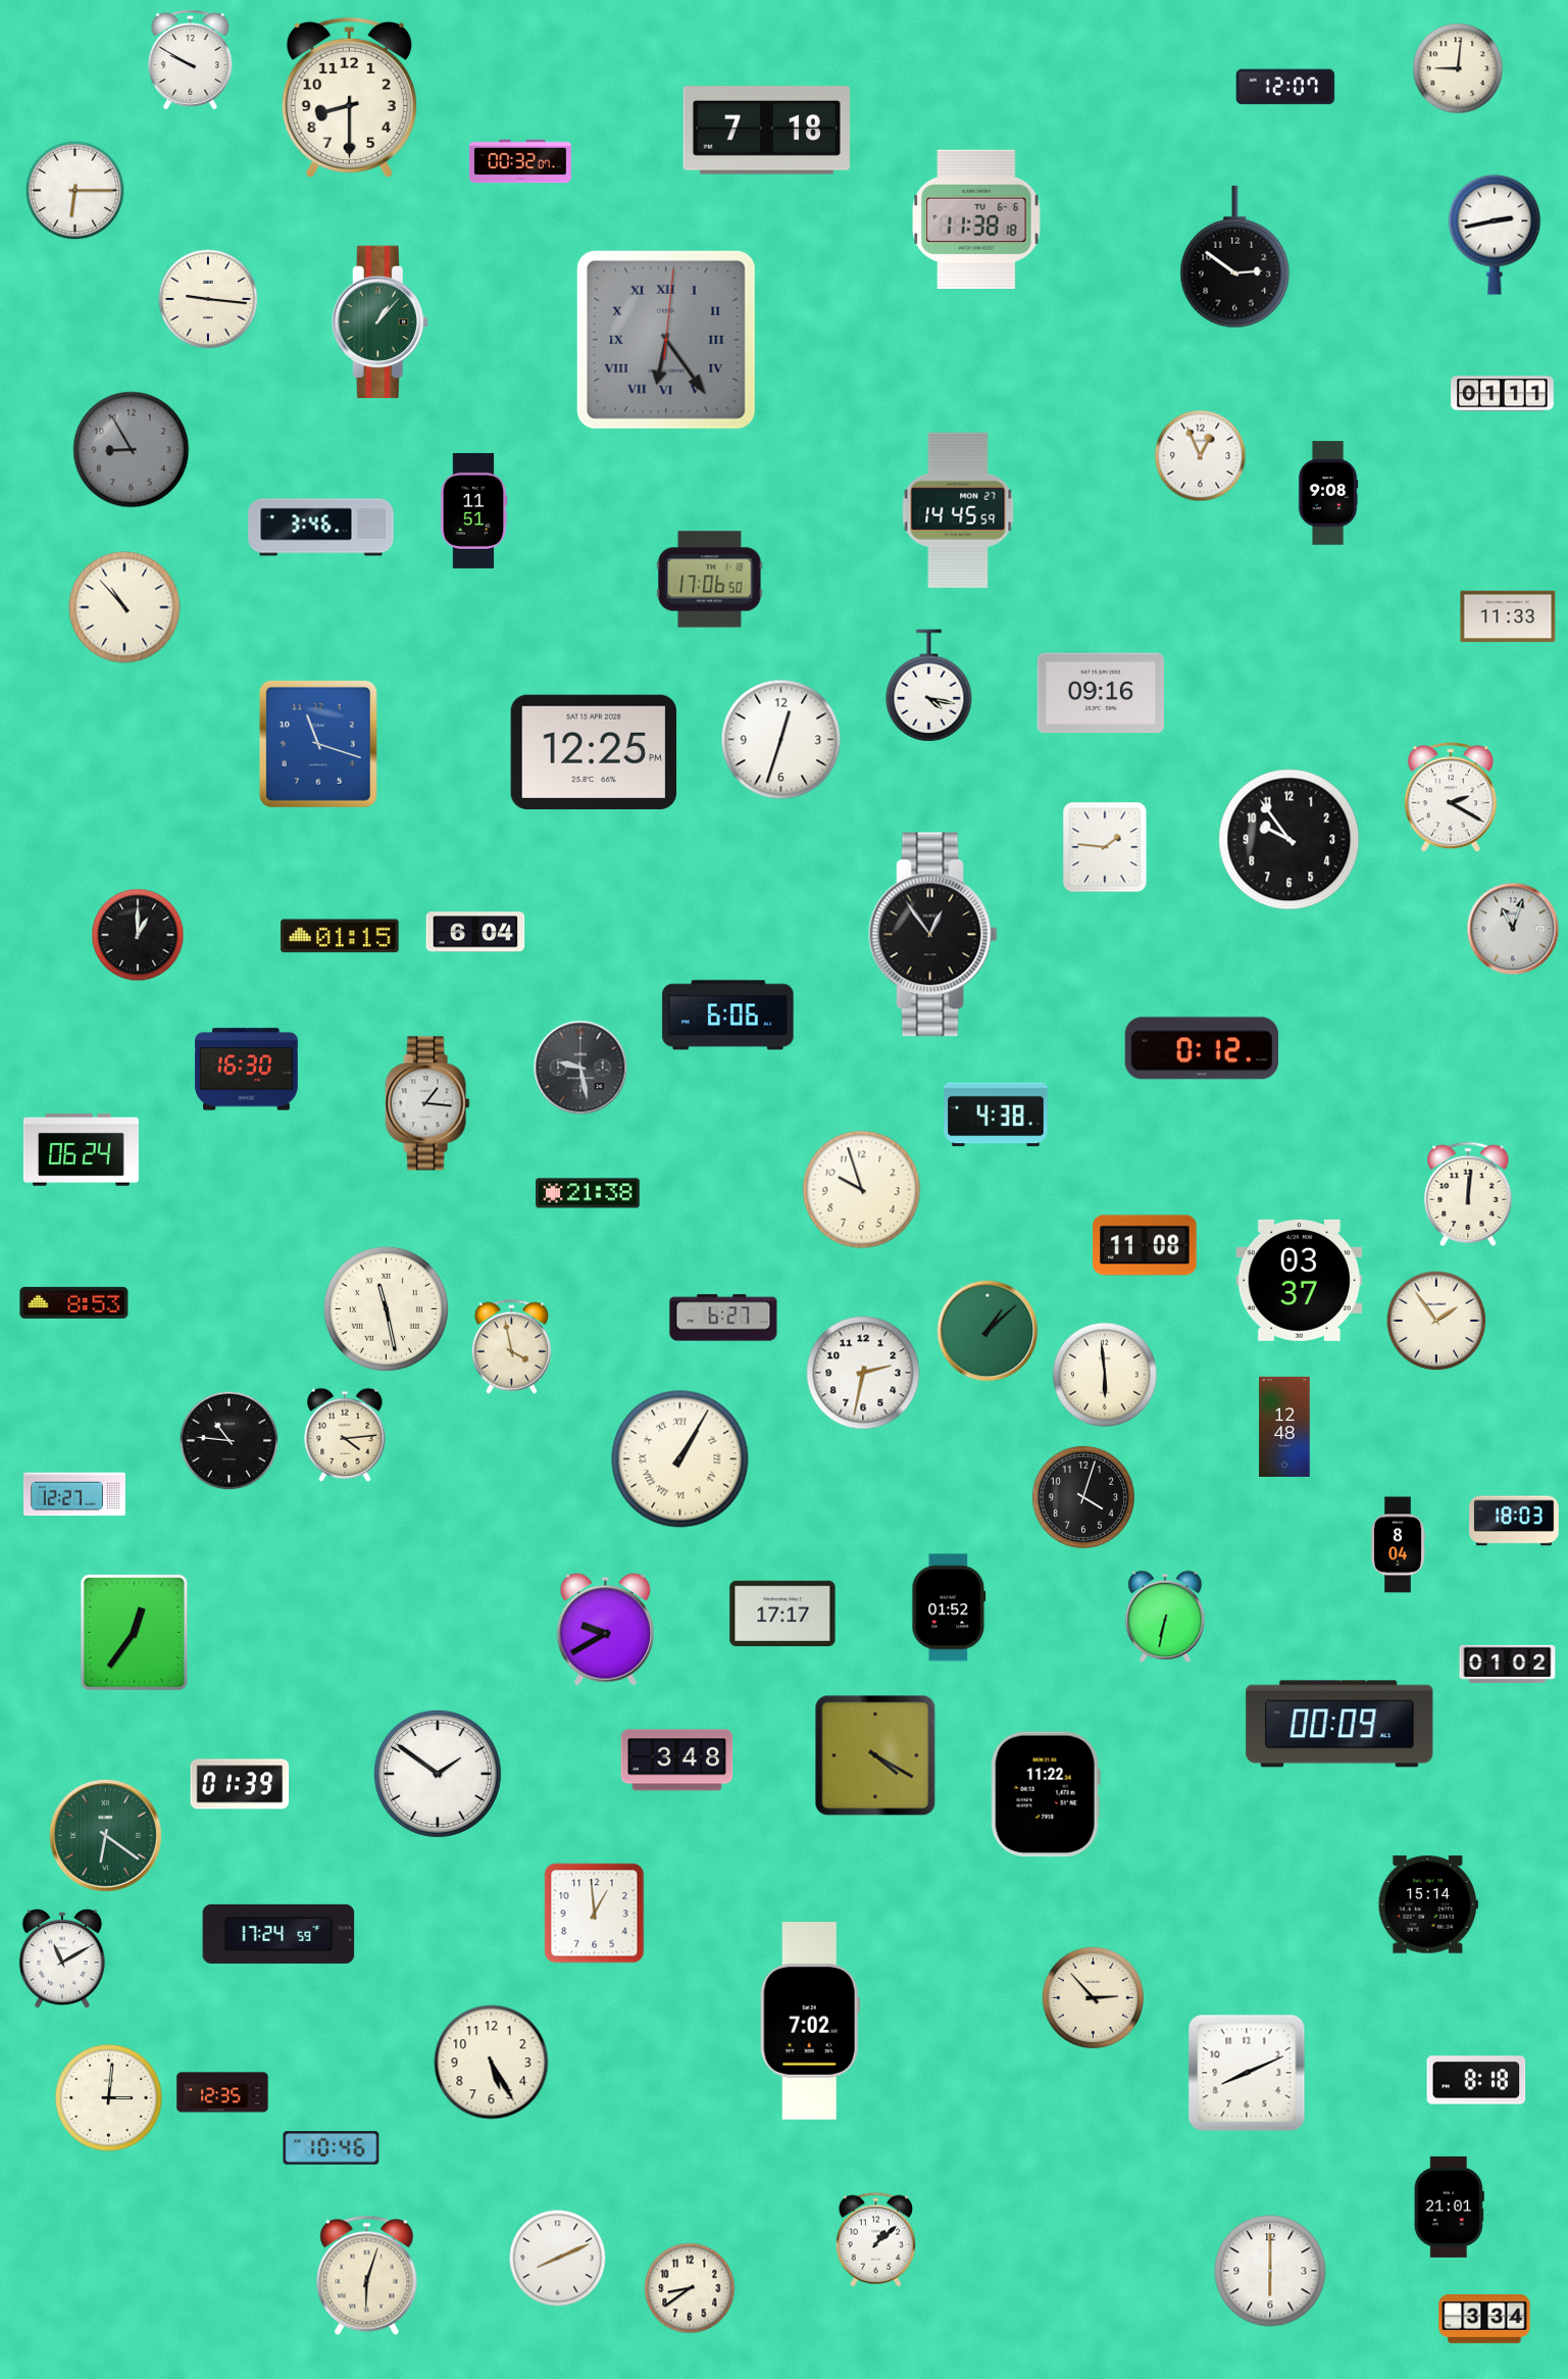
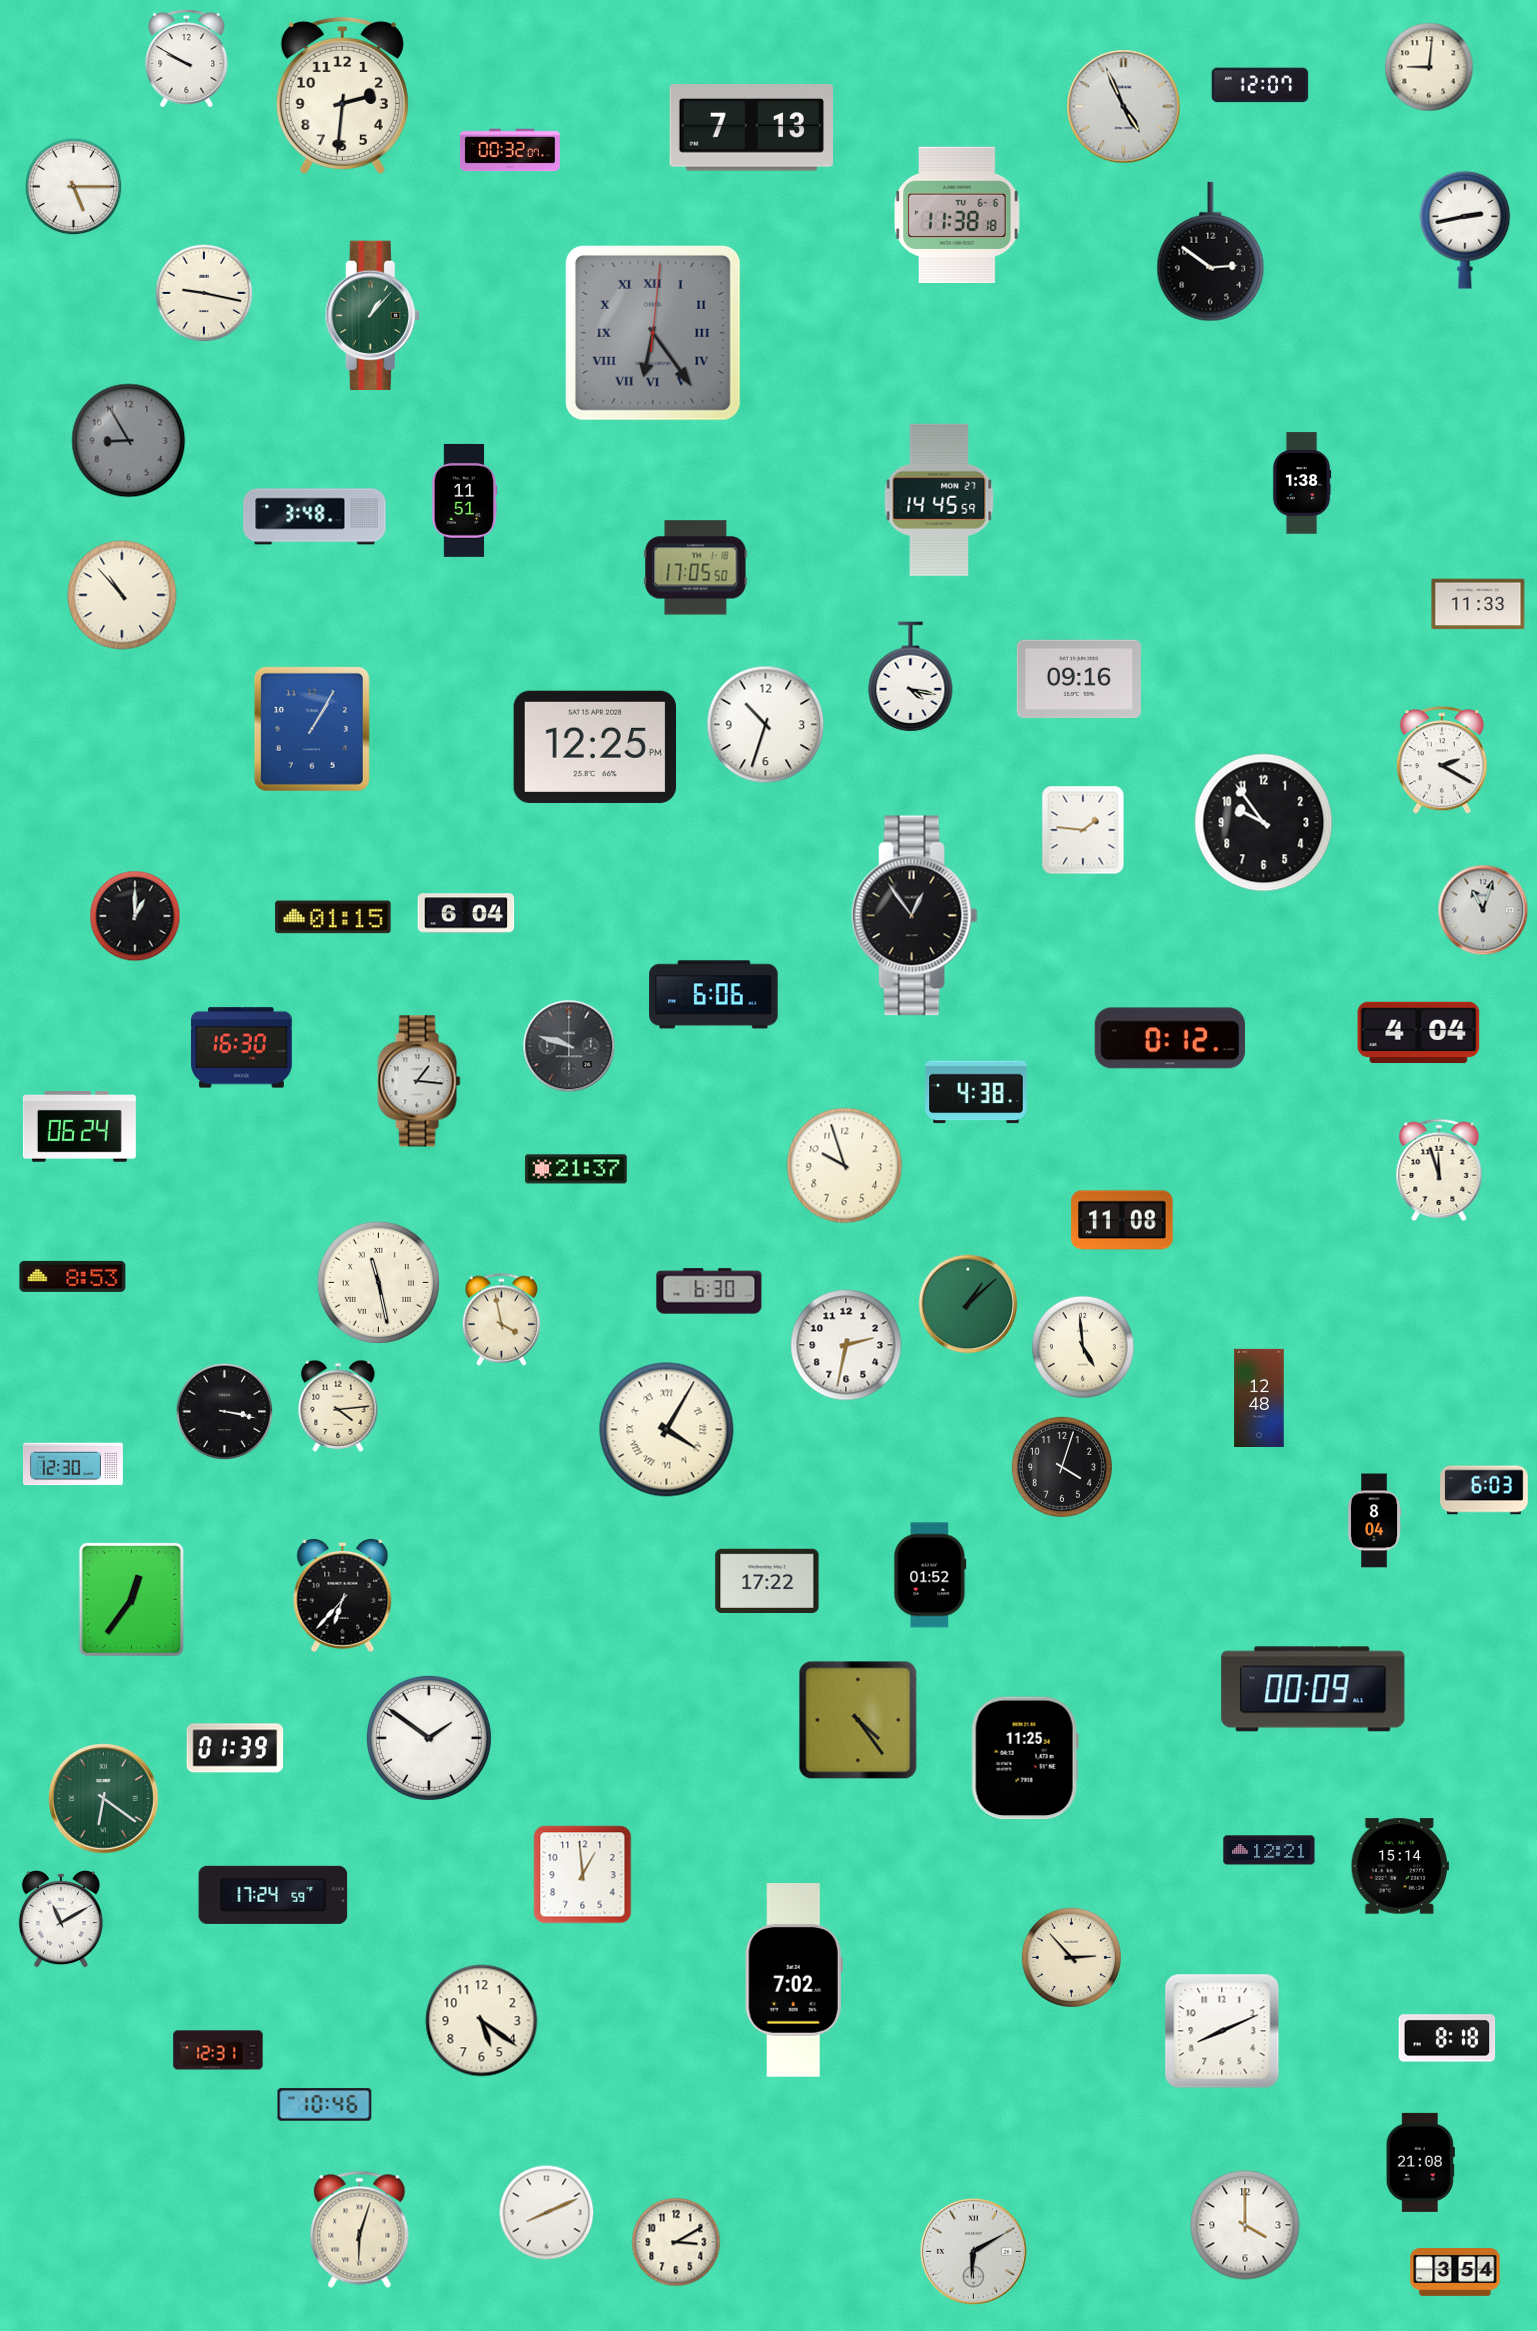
clock at (349, 97): 8:30 -> 2:31
clock at (1124, 107): none -> 4:56
clock at (766, 131): 7:18 -> 7:13
clock at (520, 161) position: (520, 161) -> (510, 150)
clock at (75, 191): 6:15 -> 5:15
clock at (208, 299): 9:16 -> 9:17
clock at (1503, 394): 01:11 -> none
clock at (1201, 456): 12:56 -> none
clock at (1328, 493): 9:08 -> 1:38
clock at (321, 528): 3:46 -> 3:48
clock at (710, 580): 17:06 -> 17:05
clock at (929, 686) position: (929, 686) -> (911, 677)
clock at (781, 740): 12:33 -> 10:33
clock at (318, 744): 11:18 -> 1:05
clock at (594, 752) position: (594, 752) -> (595, 747)
clock at (1451, 798) position: (1451, 798) -> (1442, 761)
clock at (1202, 1048) position: (1202, 1048) -> (1170, 1038)
clock at (1419, 1033): none -> 4:04
clock at (580, 1068): 9:28 -> 9:48
clock at (588, 1193): 21:38 -> 21:37
clock at (1468, 1194): 12:01 -> 11:57
clock at (1300, 1280): 03:37 -> none
clock at (723, 1318): 6:27 -> 6:30
clock at (1436, 1321): 1:54 -> none
clock at (1105, 1375): 5:59 -> 4:59
clock at (230, 1441): 10:46 -> 3:17
clock at (680, 1459): 1:05 -> 4:05
clock at (74, 1494): 12:27 -> 12:30
clock at (1514, 1521): 18:03 -> 6:03
clock at (1398, 1545) position: (1398, 1545) -> (1374, 1521)
clock at (782, 1613): 17:17 -> 17:22
clock at (1165, 1617): 6:32 -> none
clock at (343, 1595): none -> 6:37
clock at (605, 1630): 9:40 -> none
clock at (1508, 1664): 01:02 -> none
clock at (875, 1755): 4:20 -> 4:24
clock at (677, 1761): 3:48 -> none
clock at (1046, 1794): 11:22 -> 11:25
clock at (1269, 1850): none -> 12:21
clock at (492, 2063): 5:25 -> 5:21
clock at (222, 2092): 12:35 -> 12:31
clock at (109, 2098): 3:01 -> none
clock at (1449, 2207): 21:01 -> 21:08
clock at (875, 2239): 1:08 -> none
clock at (1270, 2271): 6:00 -> 4:00
clock at (690, 2288): 8:39 -> 3:10
clock at (973, 2251): none -> 6:10
clock at (1484, 2320): 3:34 -> 3:54
